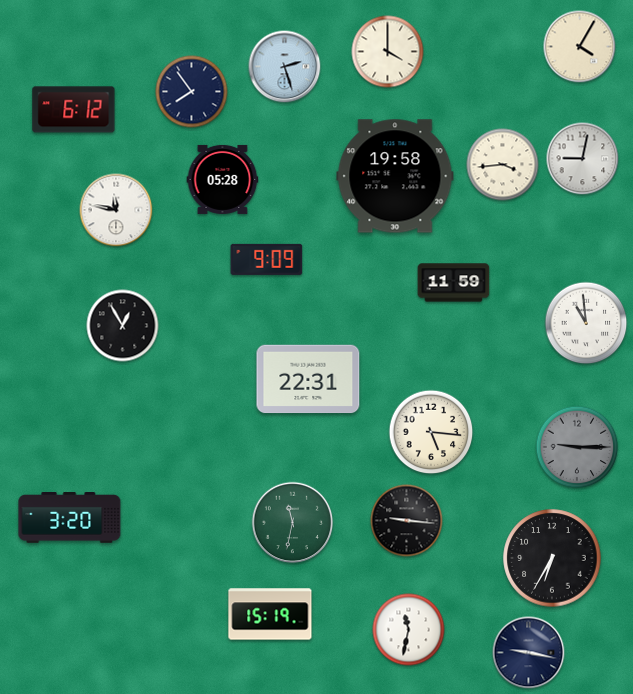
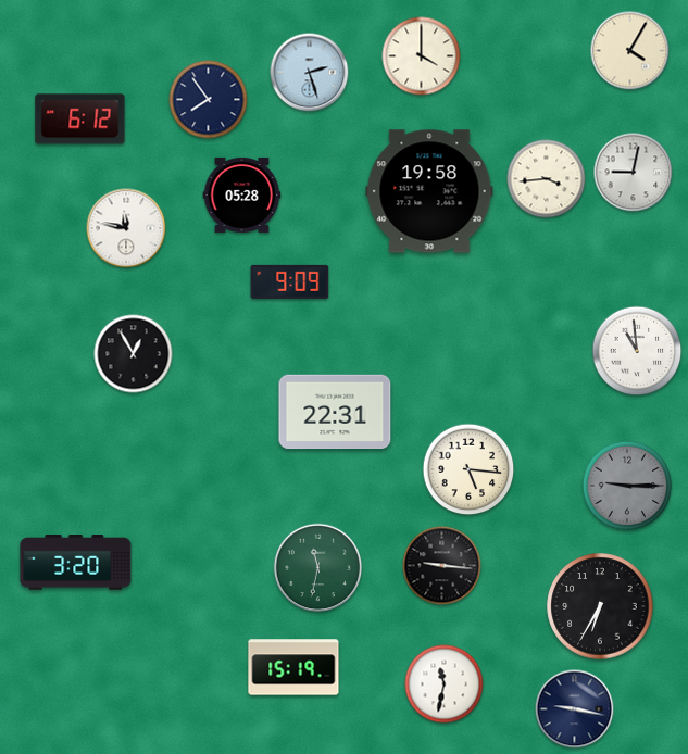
clock at (454, 283): 11:59 -> none
